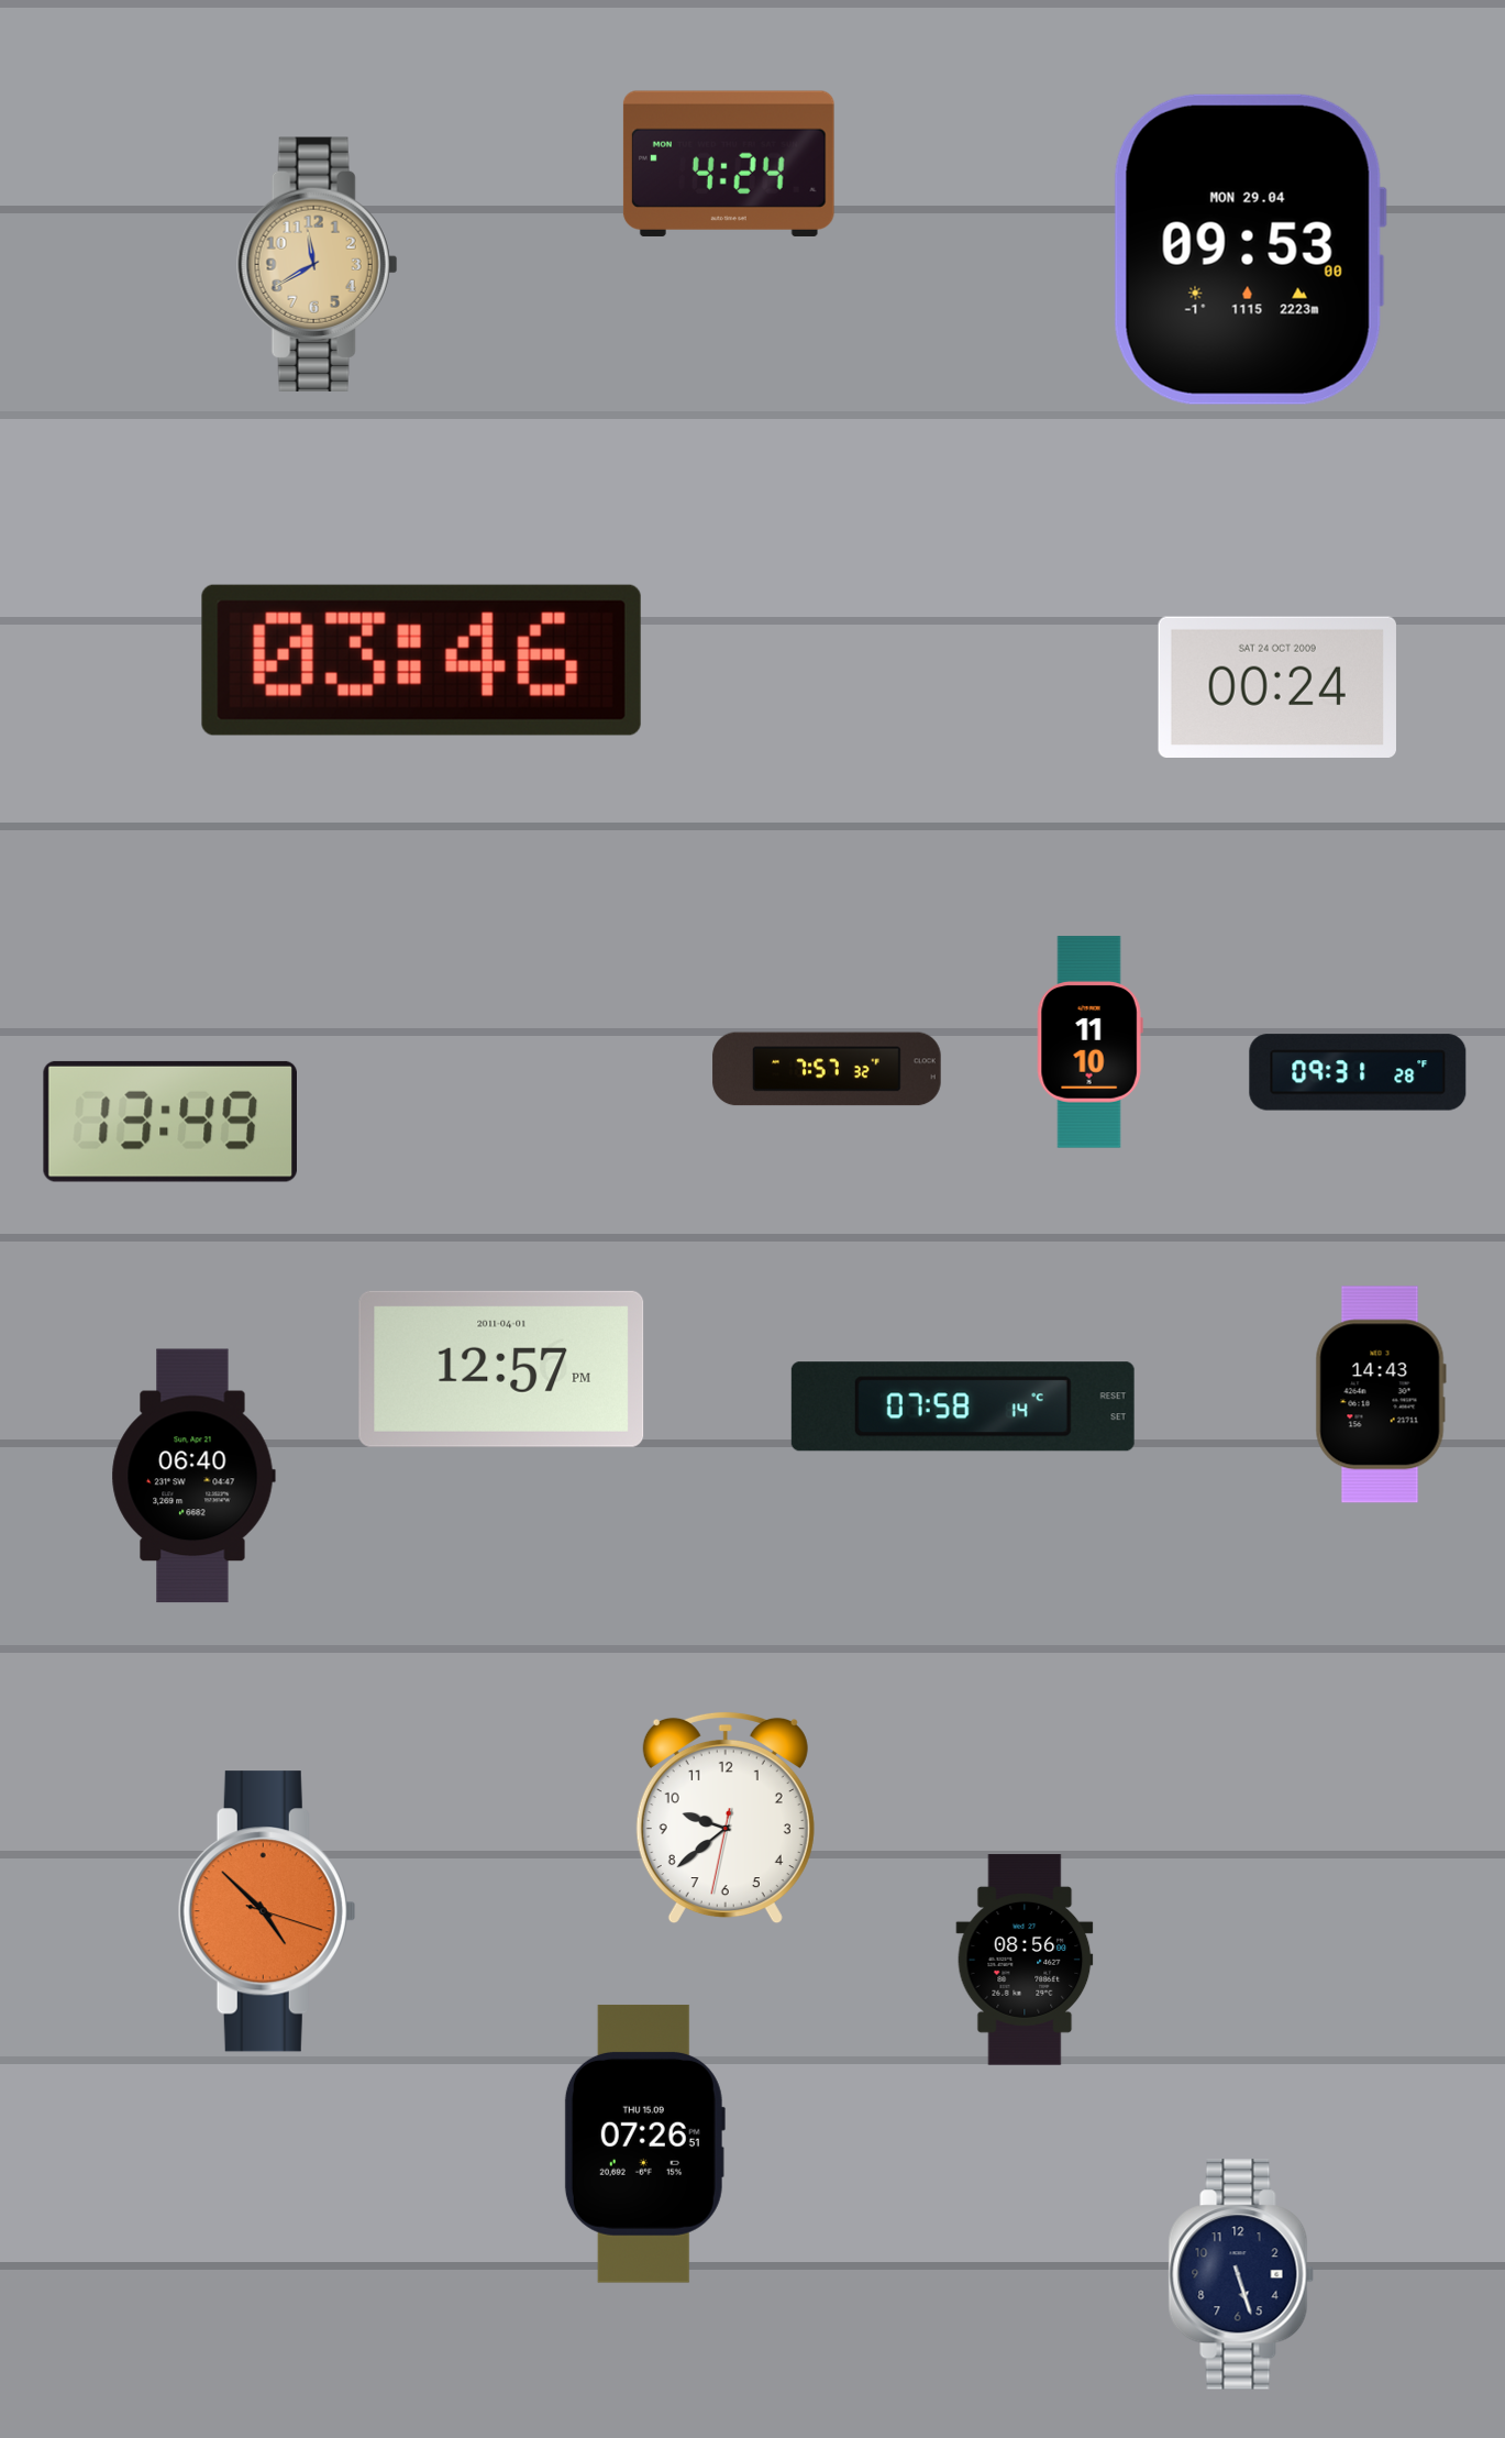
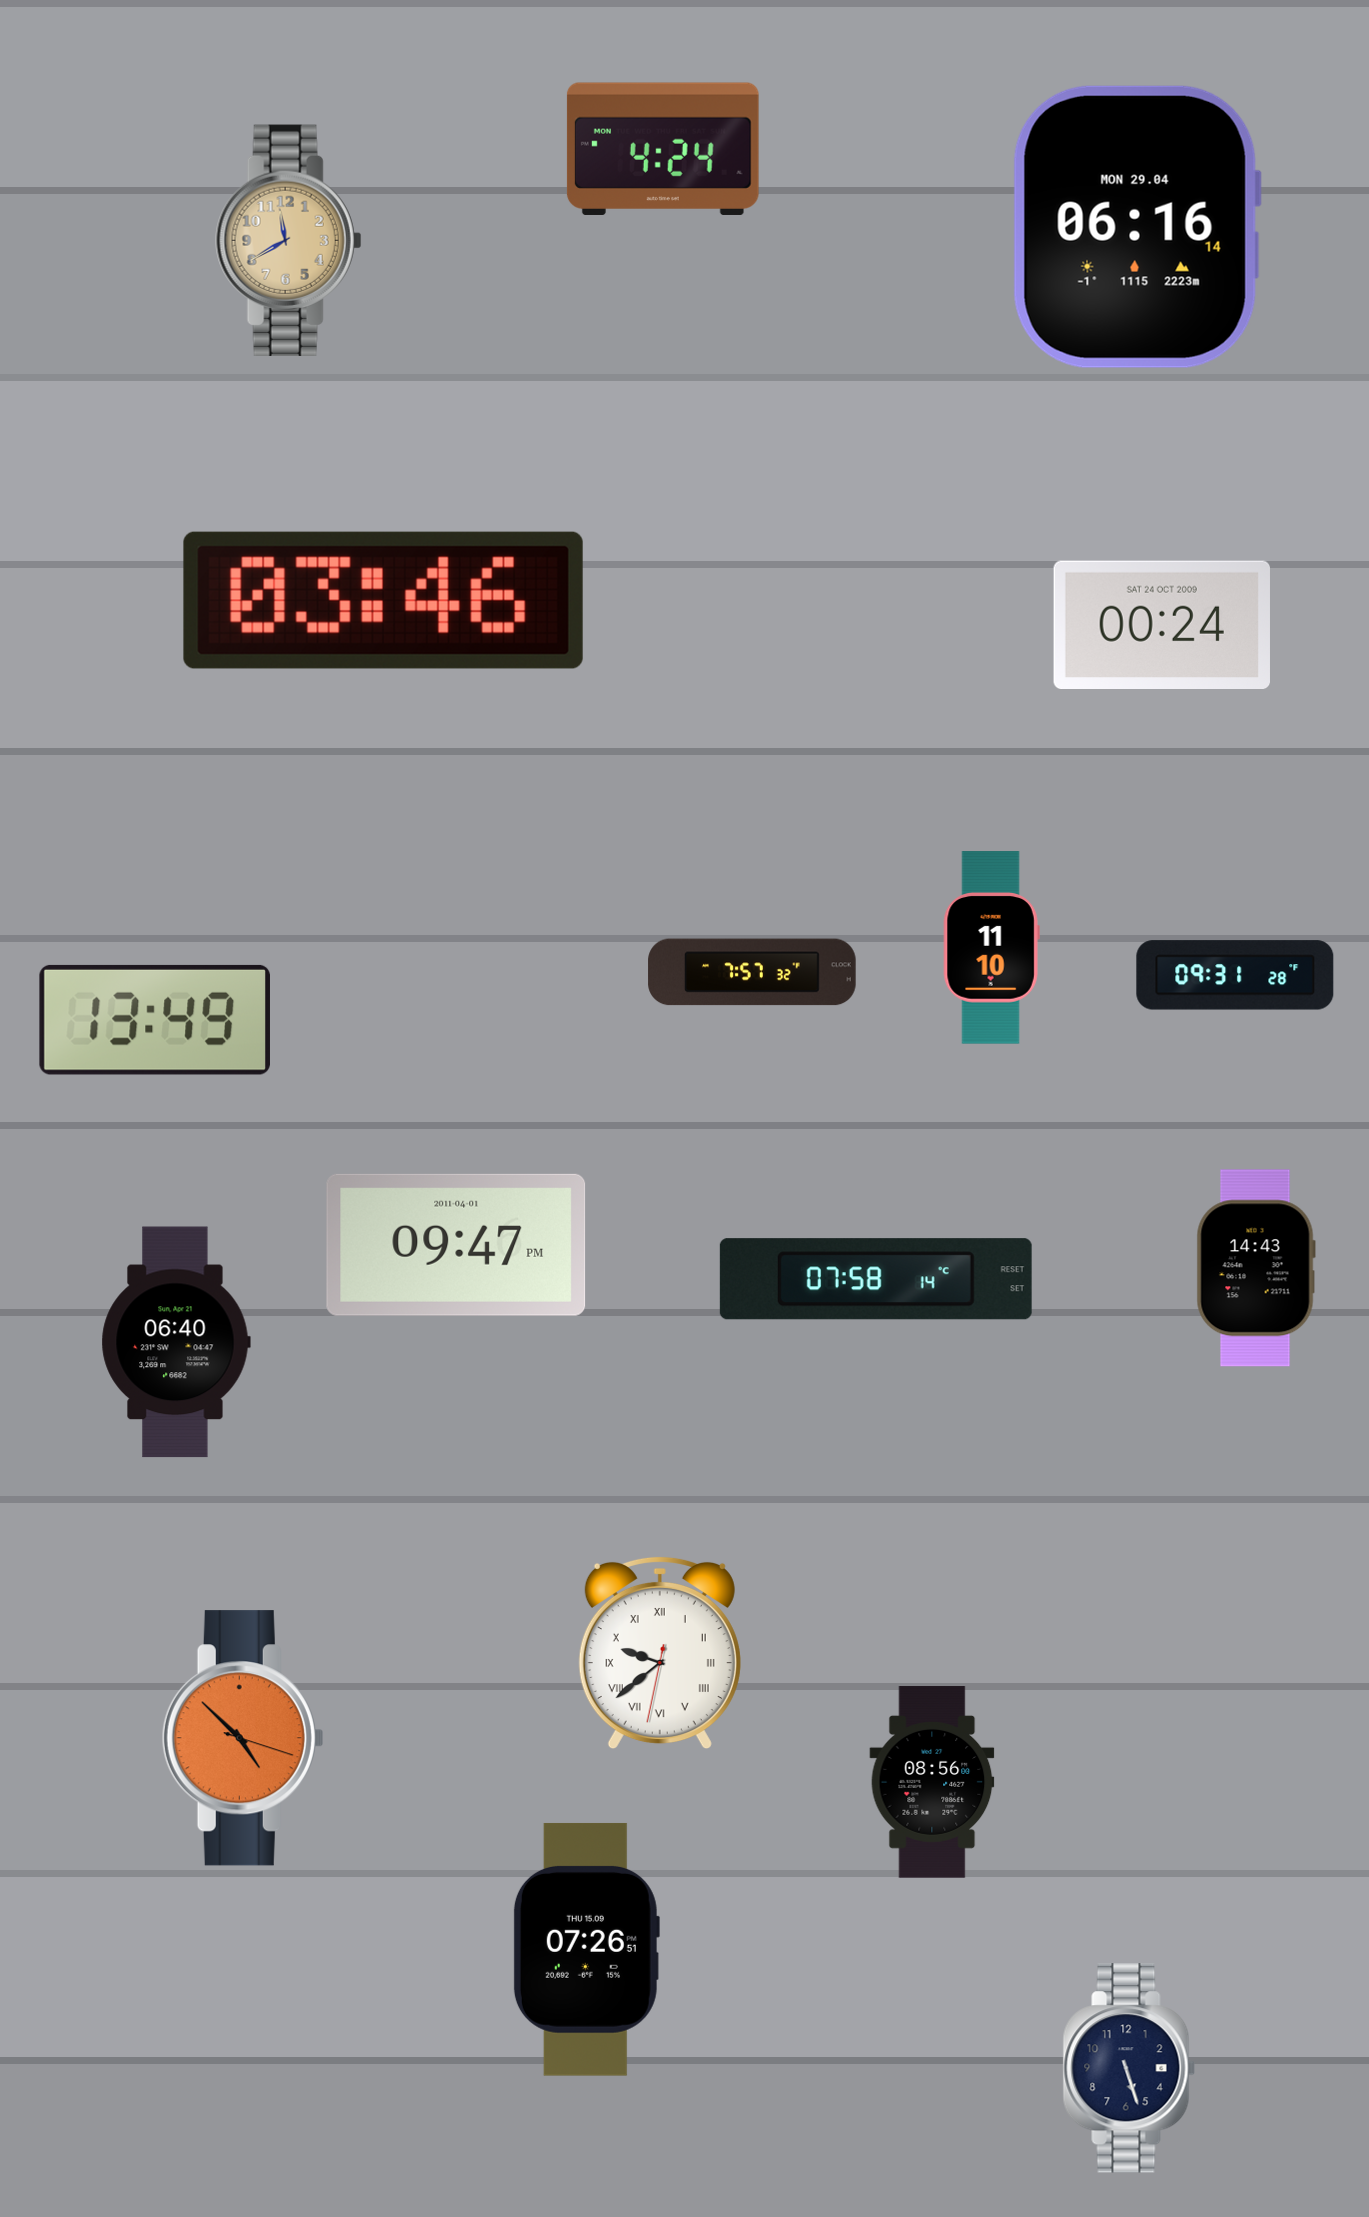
clock at (1250, 250): 09:53 -> 06:16
clock at (501, 1369): 12:57 -> 09:47
clock at (726, 1818) numerals: Arabic -> Roman
